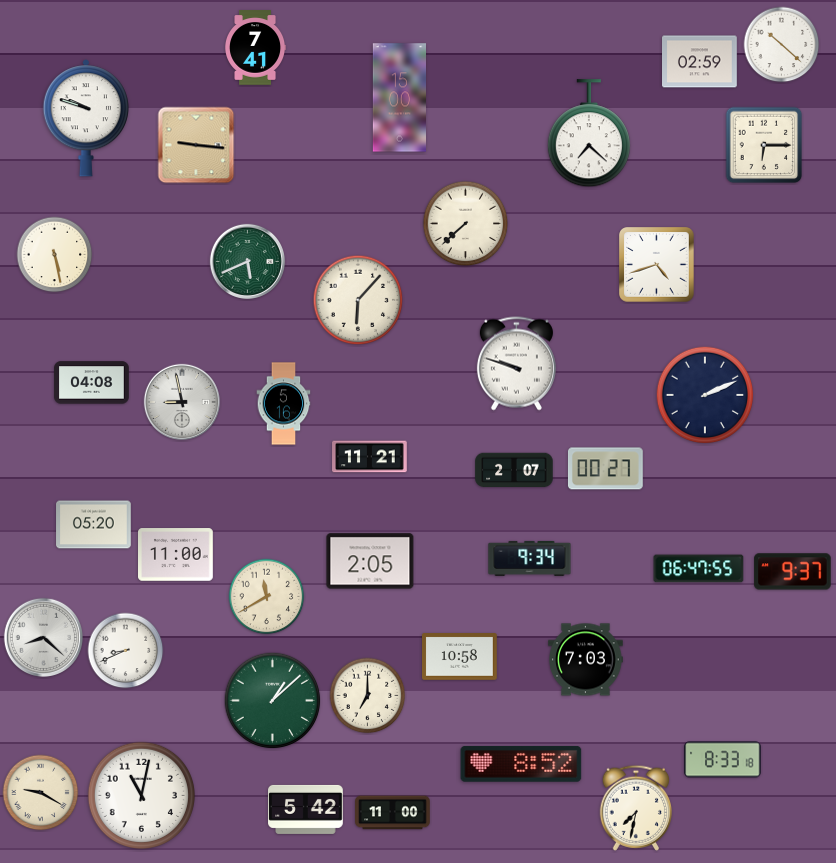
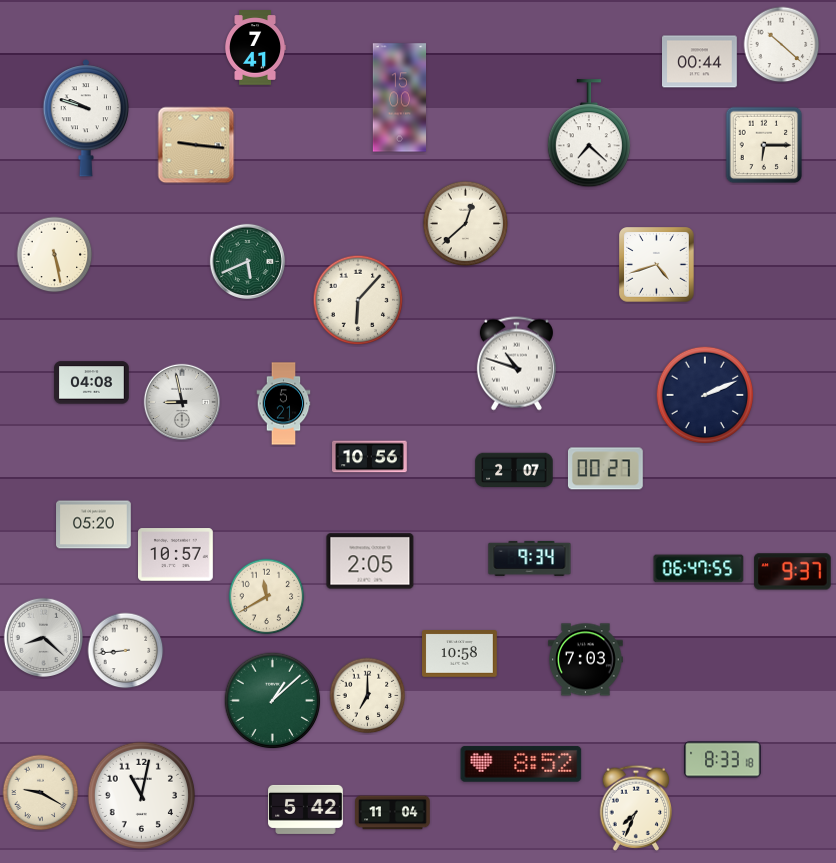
clock at (700, 62): 02:59 -> 00:44
clock at (466, 224): 7:38 -> 12:38
clock at (516, 364): 9:48 -> 10:48
clock at (284, 404): 5:16 -> 5:21
clock at (370, 457): 11:21 -> 10:56
clock at (176, 555): 11:00 -> 10:57
clock at (126, 651): 8:41 -> 8:44
clock at (460, 657) position: (460, 657) -> (460, 654)
clock at (636, 808): 7:32 -> 7:34
clock at (393, 813): 11:00 -> 11:04
